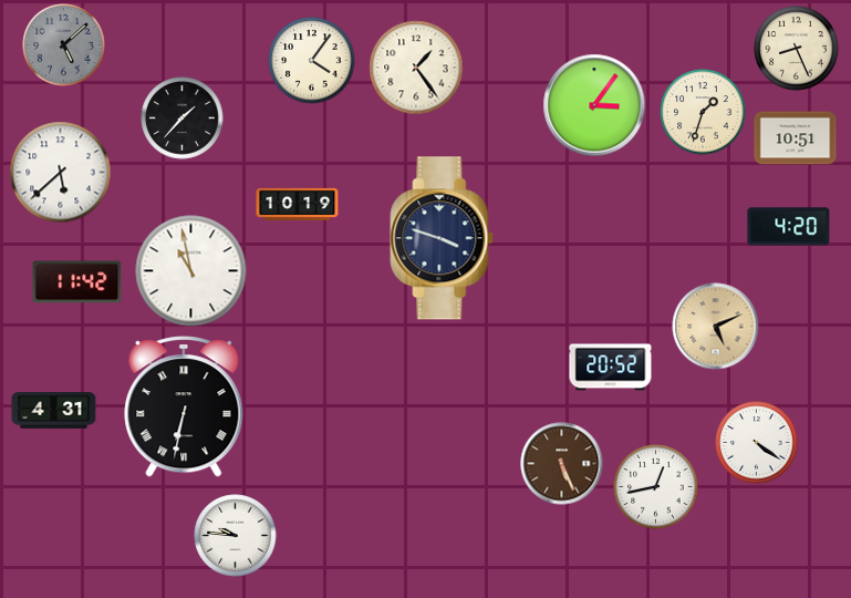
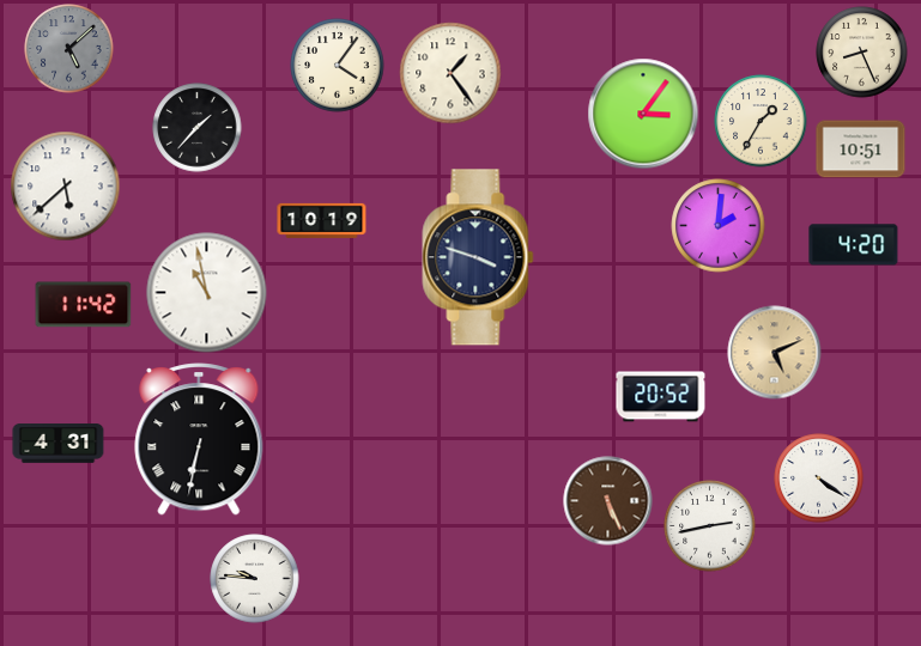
clock at (703, 112): 1:33 -> 1:35
clock at (719, 226): none -> 2:01
clock at (656, 487): 12:43 -> 2:43
